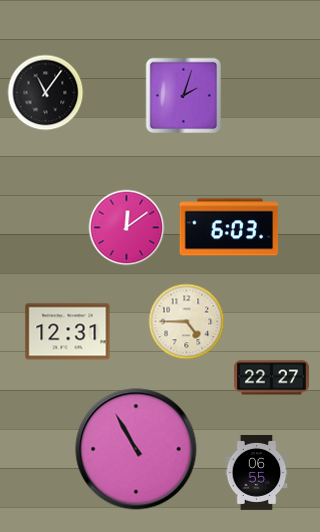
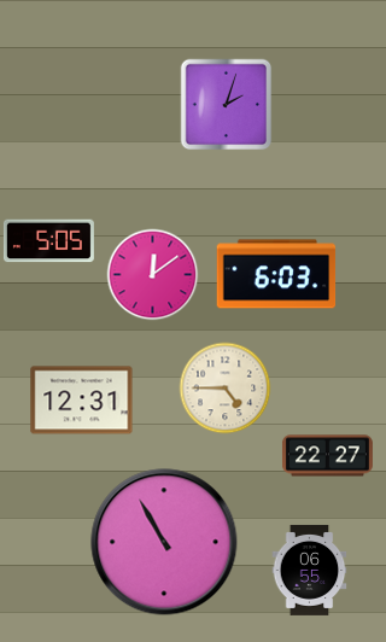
clock at (46, 93): 11:06 -> none
clock at (184, 96) position: (184, 96) -> (227, 105)
clock at (48, 241): none -> 5:05
